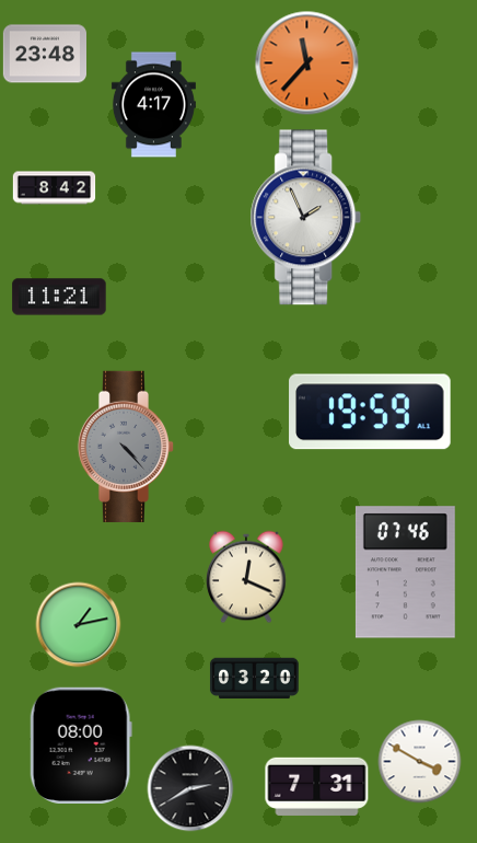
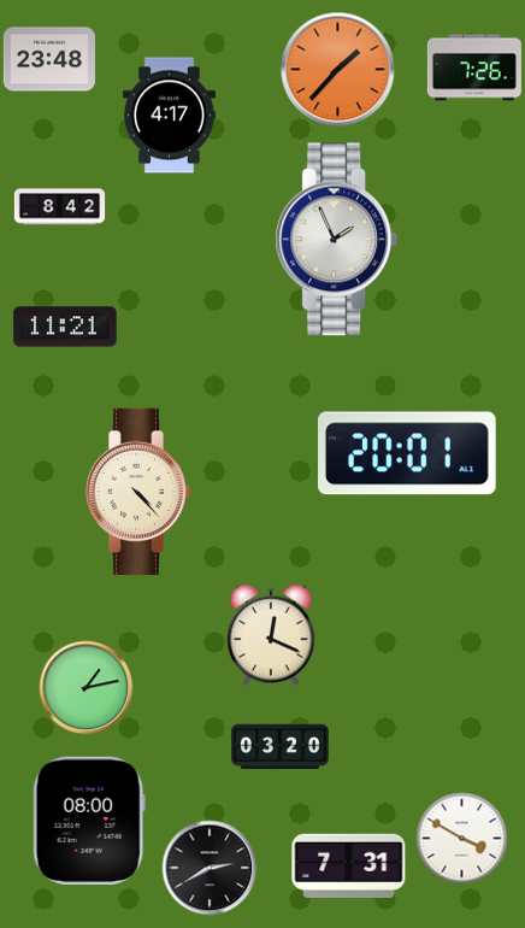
clock at (474, 67): none -> 7:26
clock at (307, 63): 11:37 -> 1:37
clock at (370, 412): 19:59 -> 20:01
clock at (126, 447) dial: grey -> cream
clock at (405, 573): 07:46 -> none
